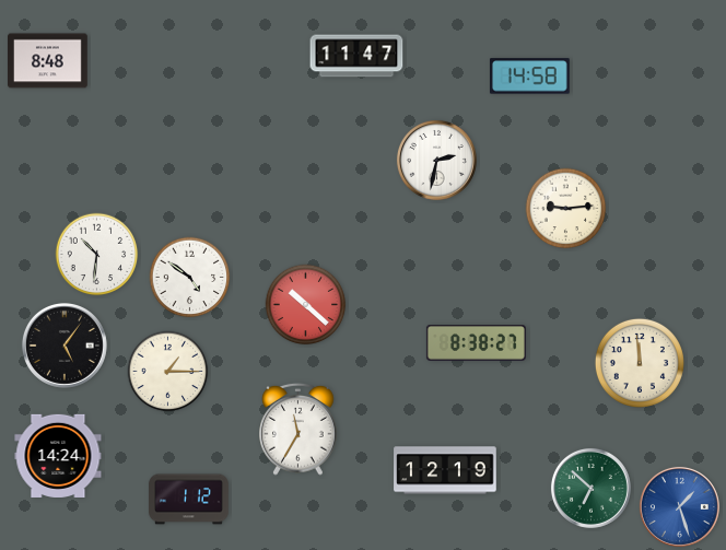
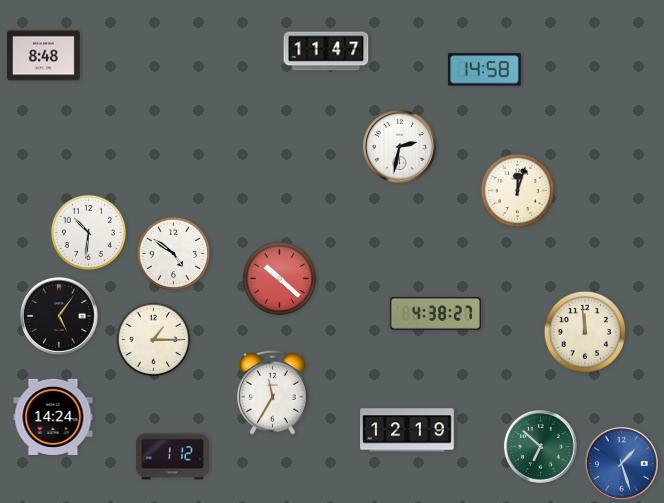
clock at (566, 209): 9:14 -> 12:03
clock at (476, 343): 8:38 -> 4:38
